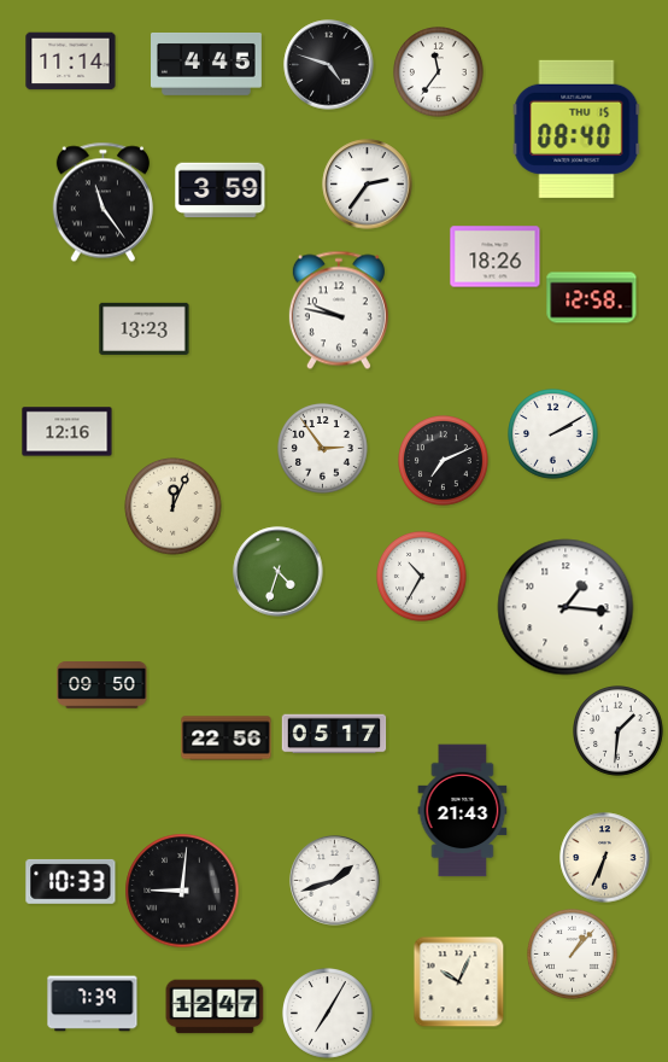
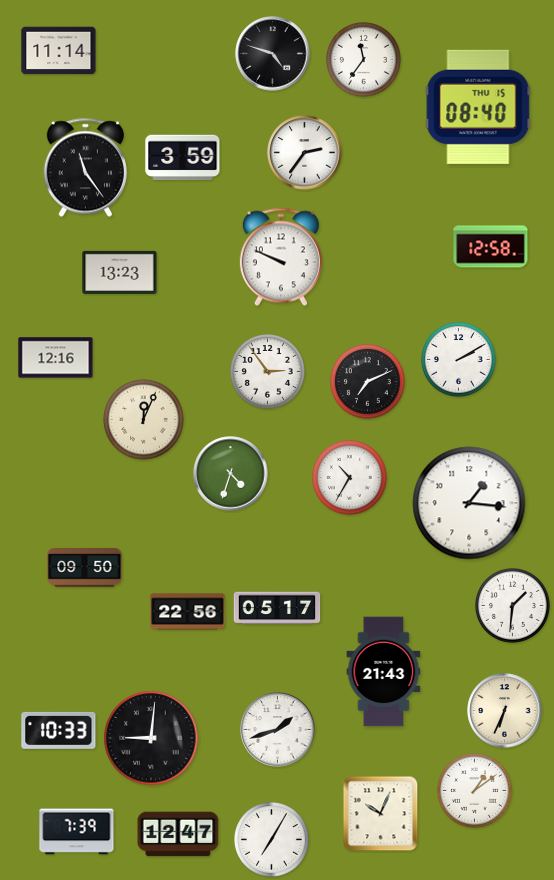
clock at (207, 65): 4:45 -> none
clock at (496, 257): 18:26 -> none
clock at (339, 310): 9:47 -> 9:49
clock at (605, 858) position: (605, 858) -> (505, 711)
clock at (573, 955): 1:07 -> 1:09
